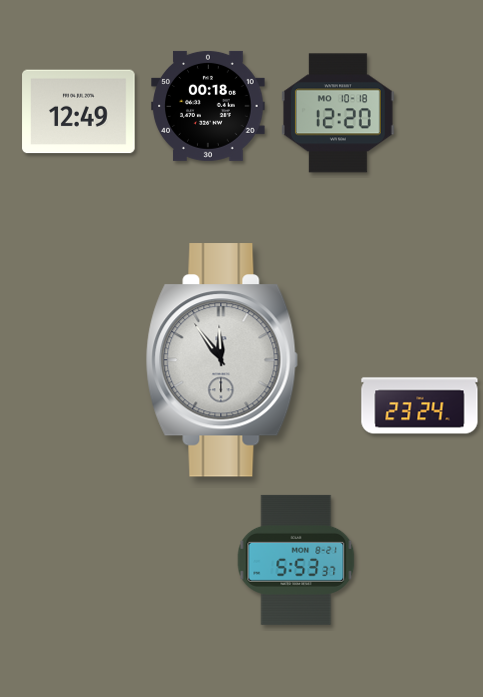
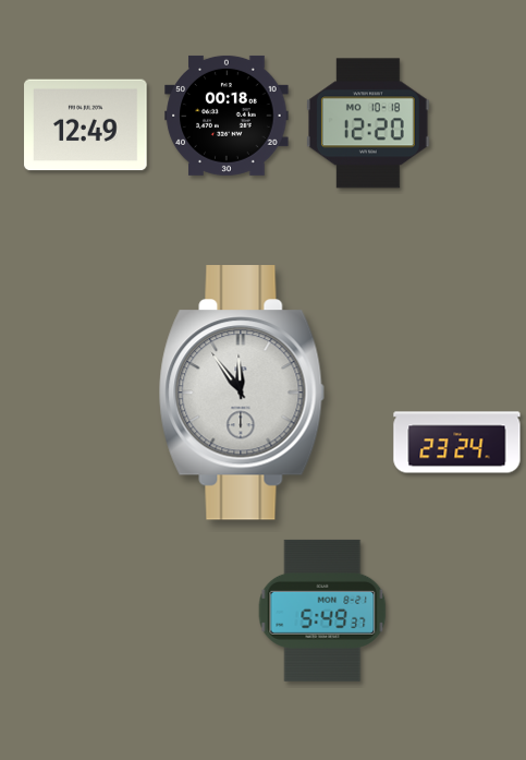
clock at (79, 112) position: (79, 112) -> (86, 125)
clock at (296, 560): 5:53 -> 5:49
